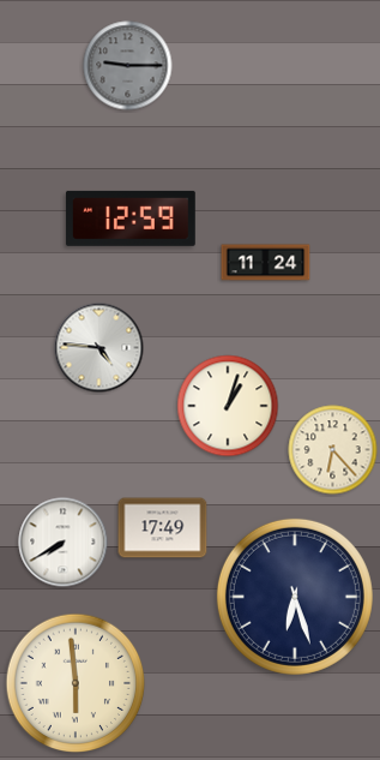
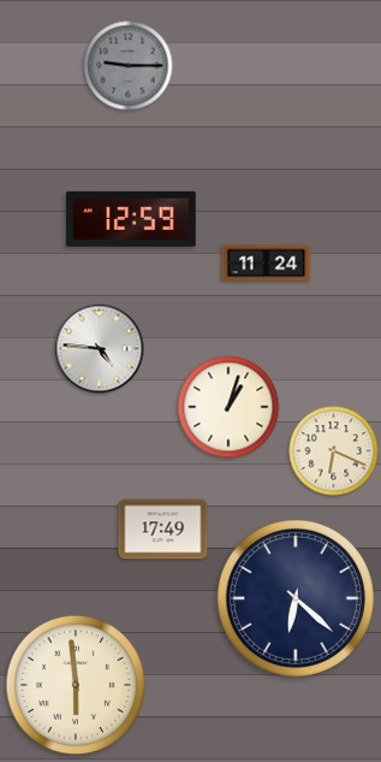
clock at (333, 450): 6:23 -> 6:19
clock at (64, 543): 7:40 -> none
clock at (295, 597): 6:27 -> 6:22
